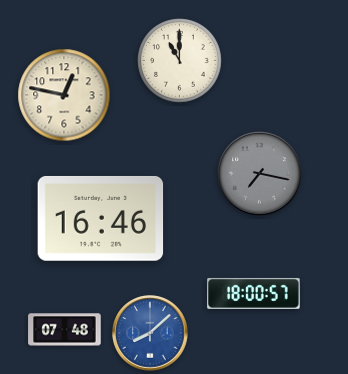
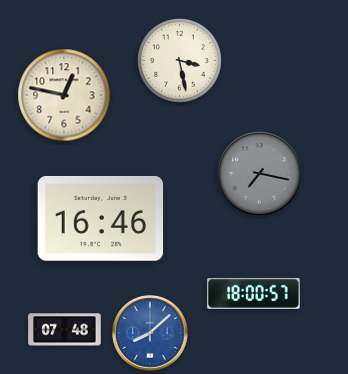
clock at (180, 61): 11:00 -> 3:28
